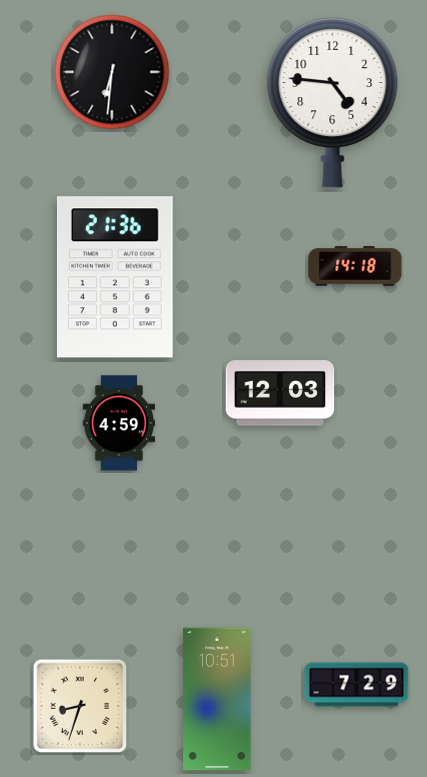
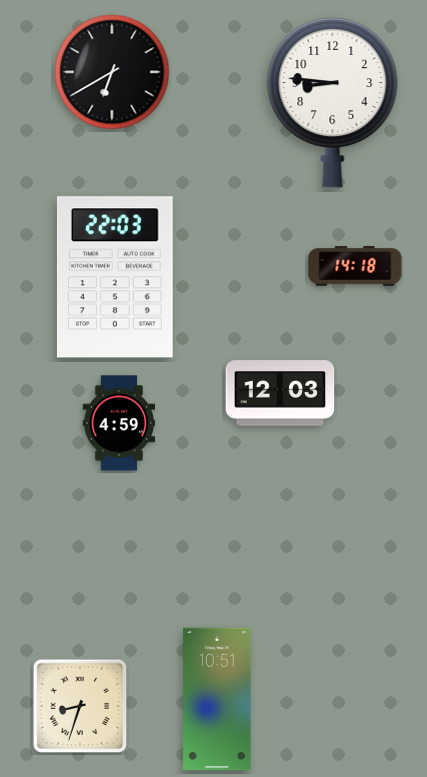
clock at (112, 72): 6:31 -> 6:40
clock at (333, 102): 4:46 -> 8:46
clock at (115, 277): 21:36 -> 22:03
clock at (357, 685): 7:29 -> none
